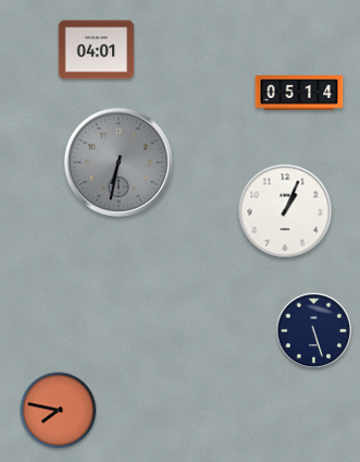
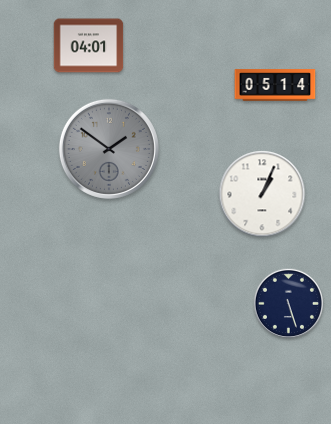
clock at (119, 162): 6:32 -> 1:51
clock at (59, 411): 7:47 -> none
